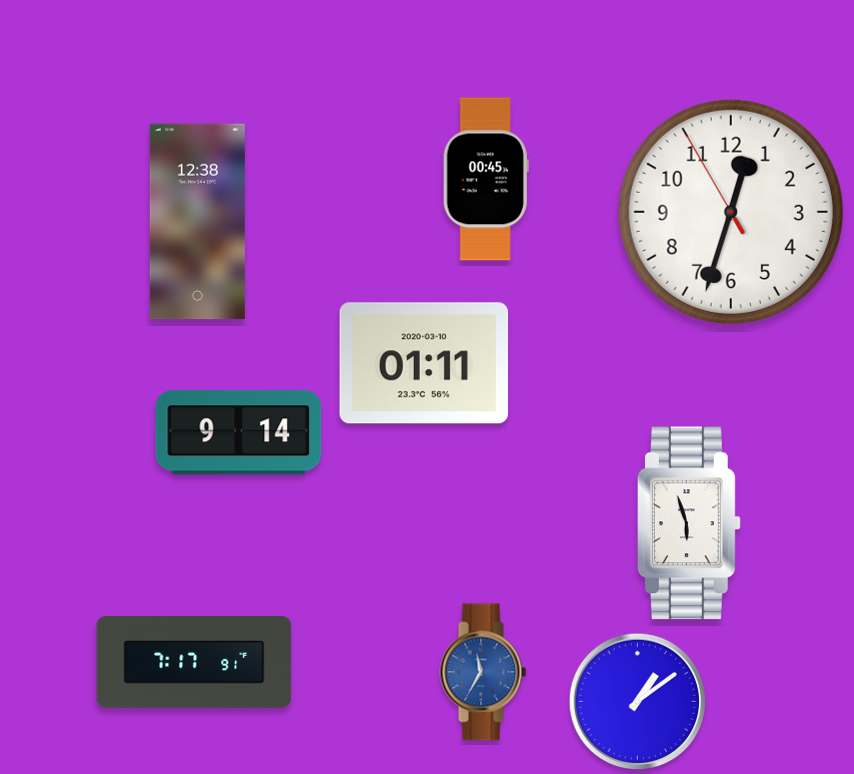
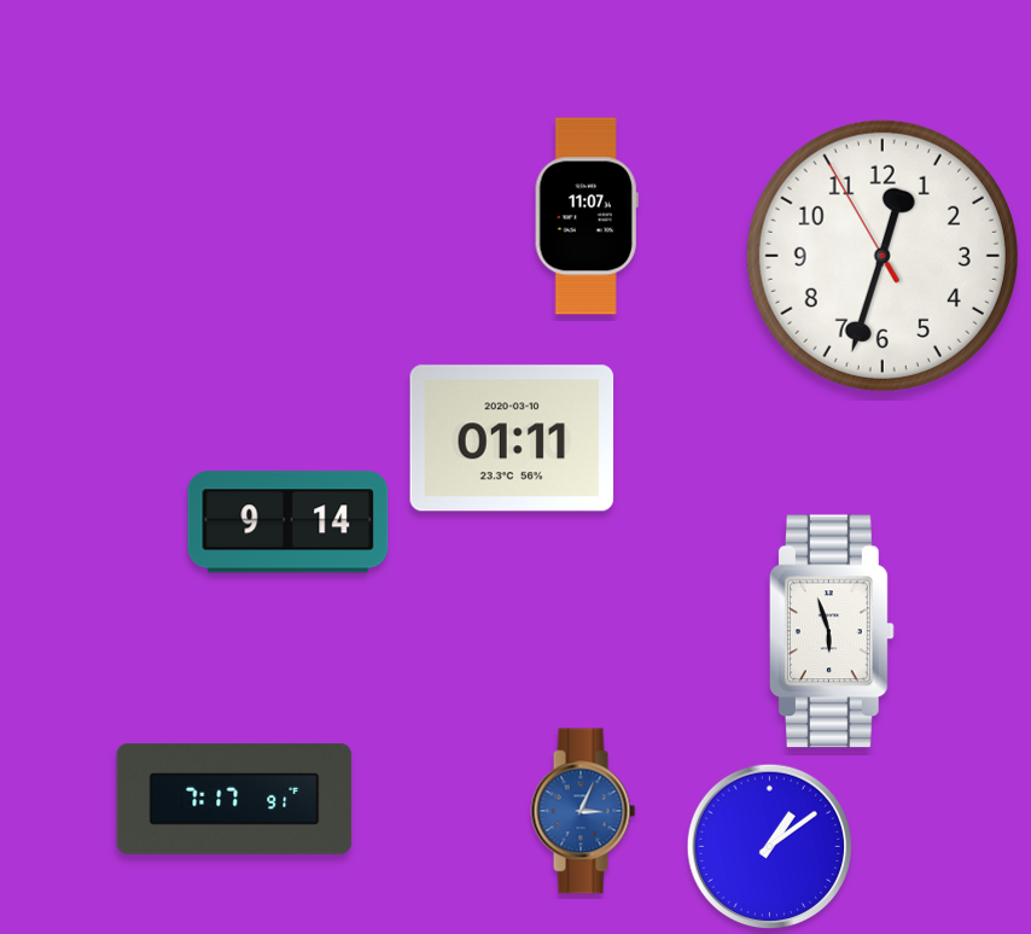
clock at (486, 179): 00:45 -> 11:07
clock at (197, 222): 12:38 -> none
clock at (483, 672): 11:35 -> 3:04
